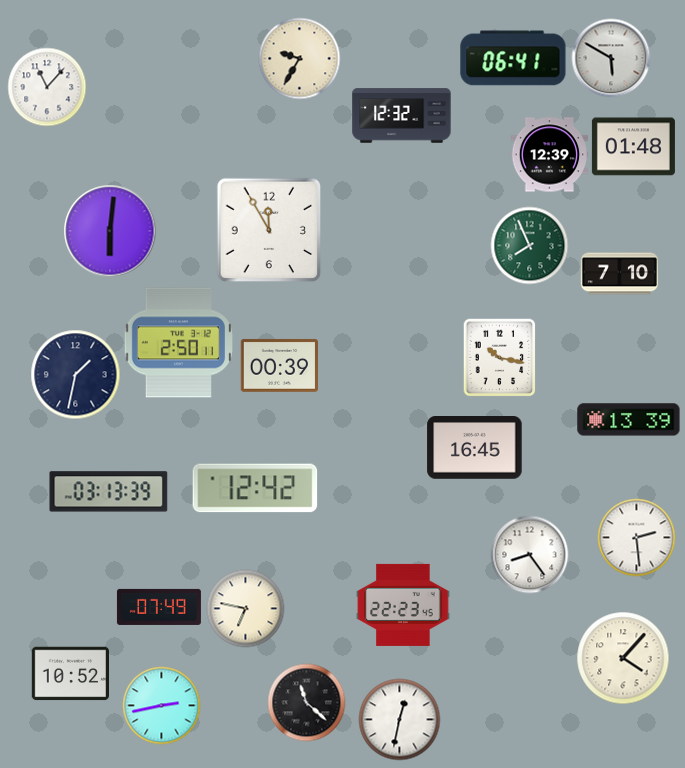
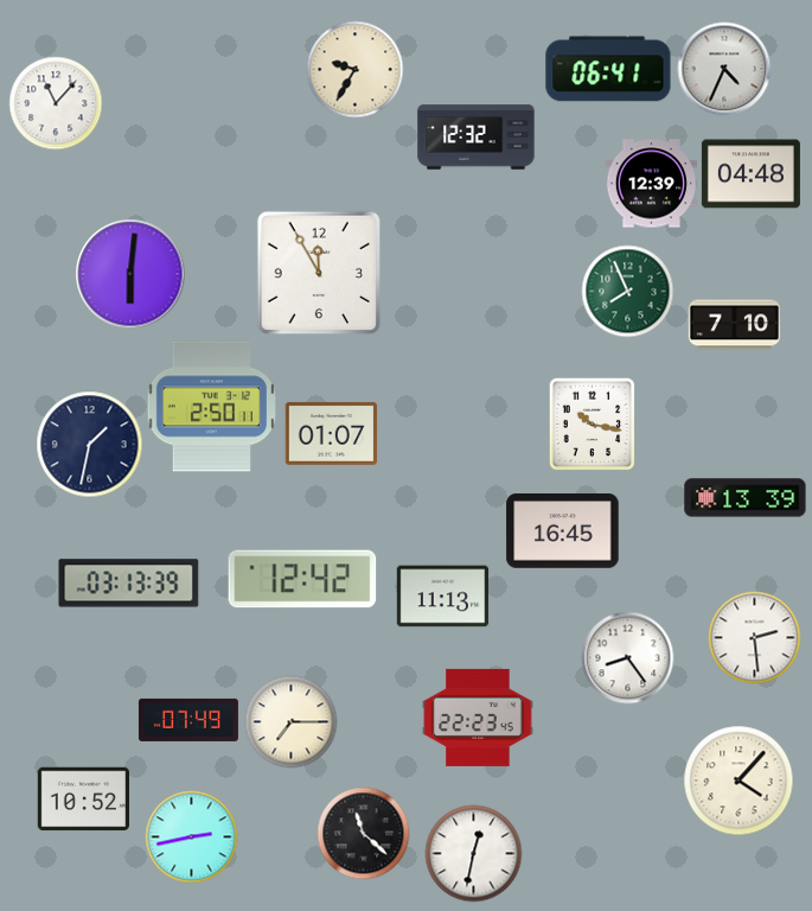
clock at (611, 58): 5:50 -> 4:34
clock at (633, 147): 01:48 -> 04:48
clock at (279, 365): 00:39 -> 01:07
clock at (442, 597): none -> 11:13
clock at (245, 608): 6:47 -> 7:15
